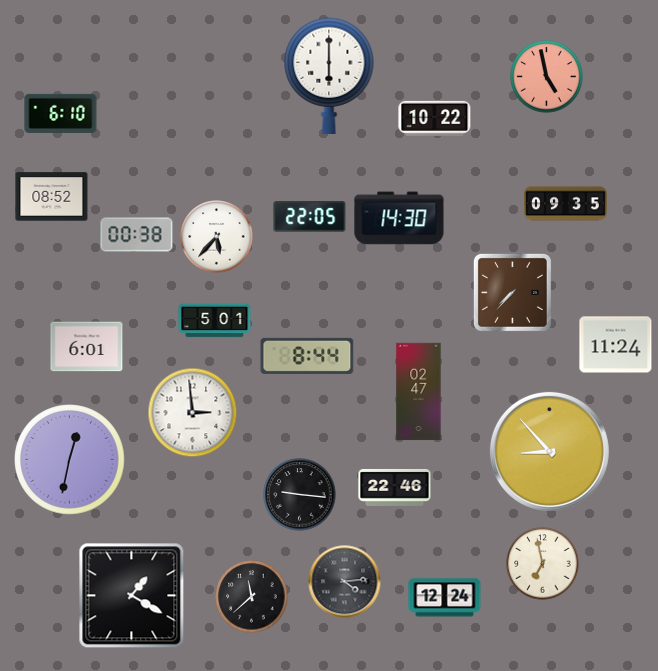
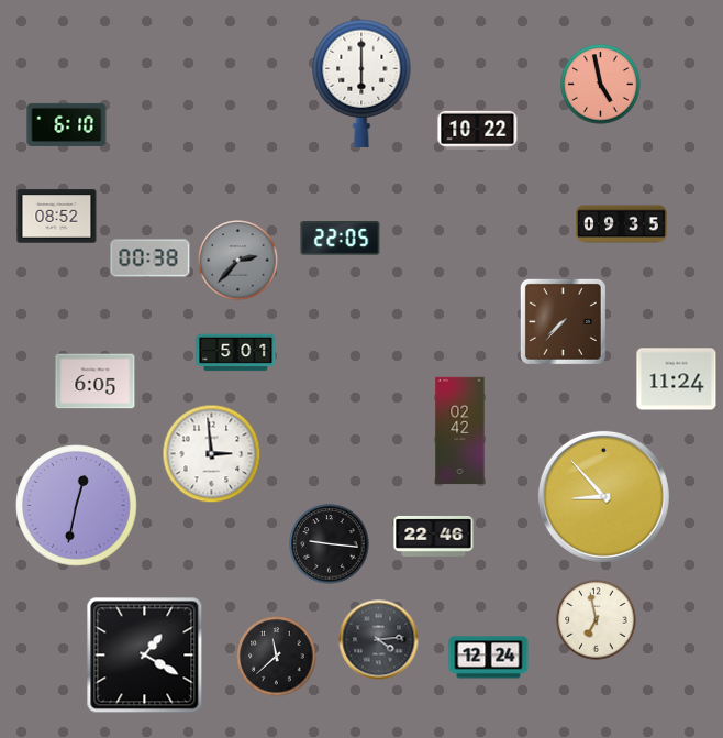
clock at (399, 218): 14:30 -> none
clock at (217, 237): 5:37 -> 2:37
clock at (217, 237) dial: white -> grey
clock at (87, 347): 6:01 -> 6:05
clock at (307, 356): 8:44 -> none
clock at (419, 392): 02:47 -> 02:42
